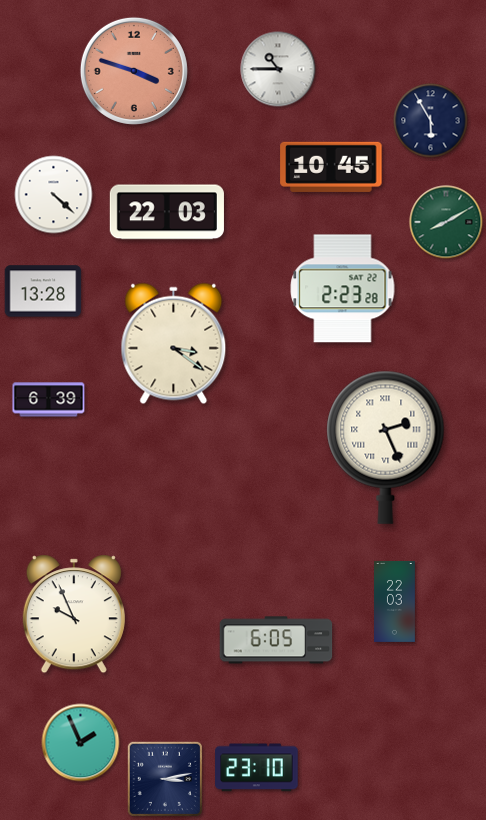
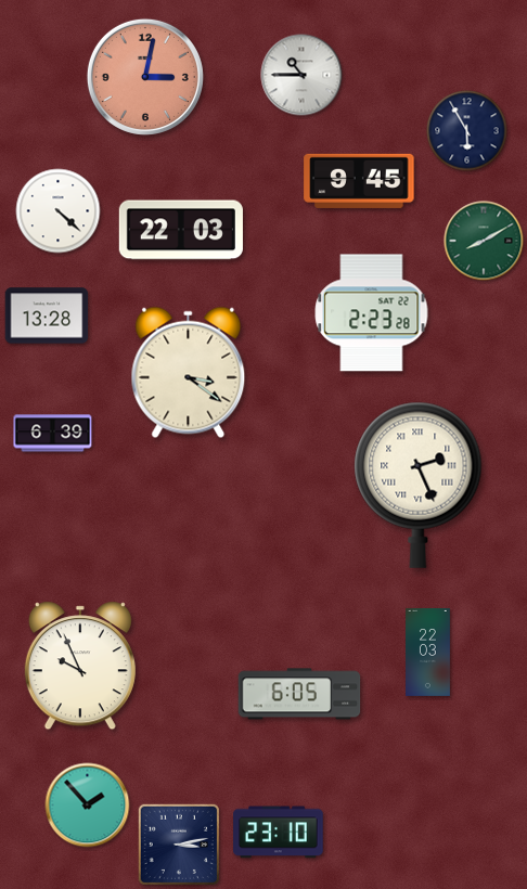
clock at (134, 71): 3:48 -> 3:02
clock at (331, 167): 10:45 -> 9:45
clock at (81, 743): 1:56 -> 1:53
